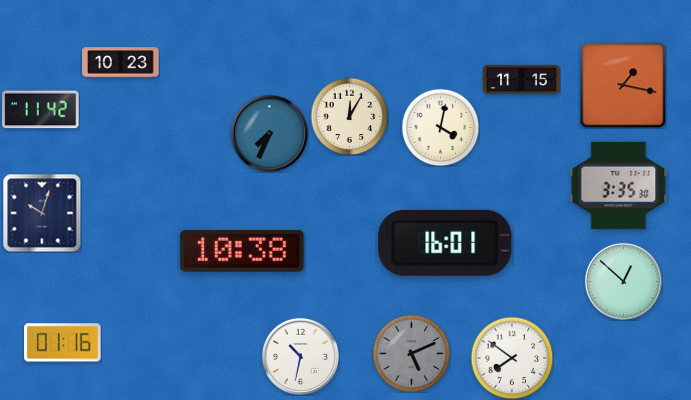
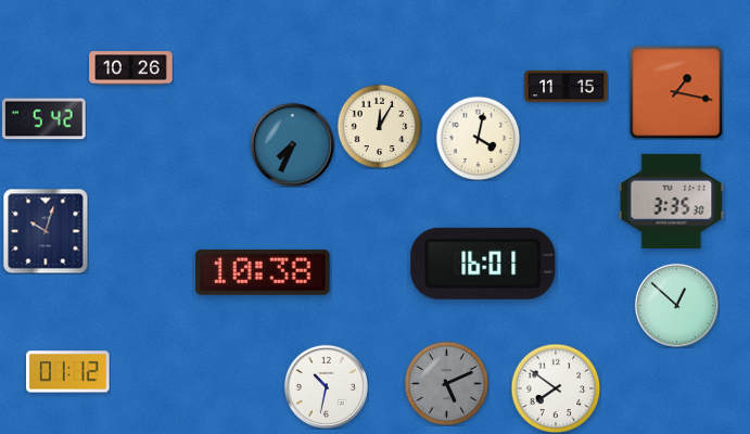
clock at (121, 63): 10:23 -> 10:26
clock at (41, 110): 11:42 -> 5:42
clock at (63, 343): 01:16 -> 01:12
